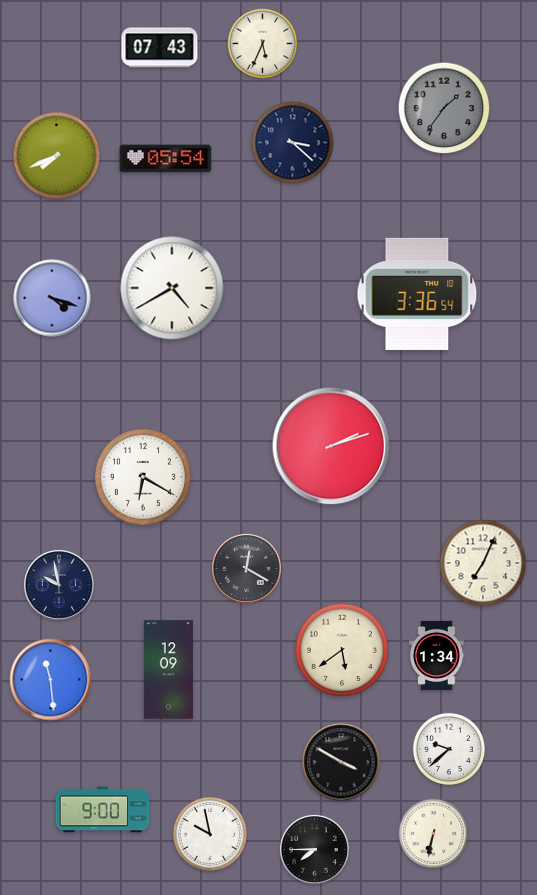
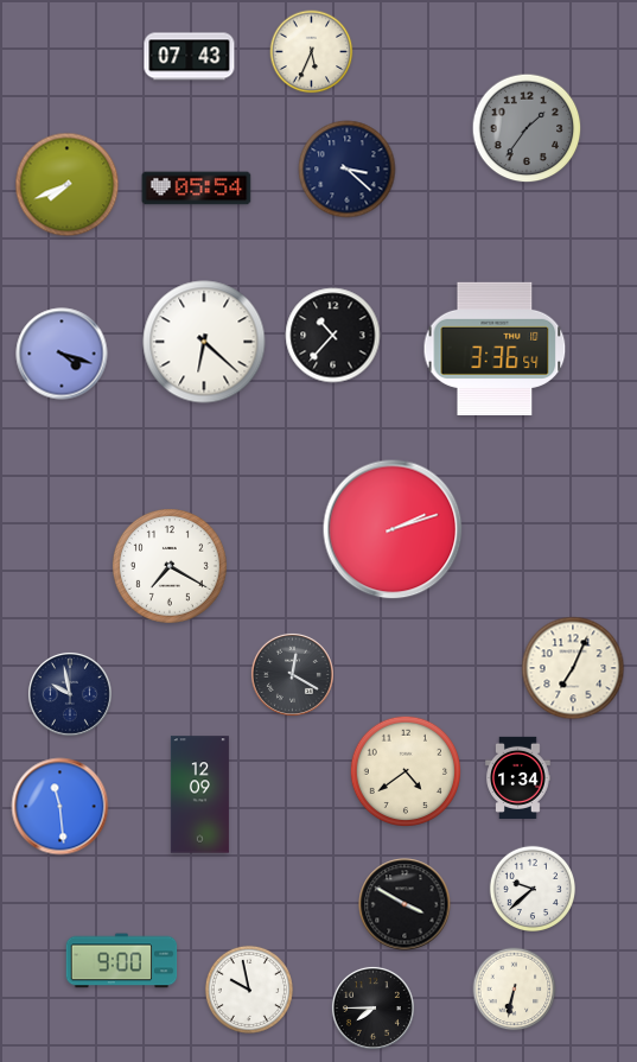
clock at (333, 336): none -> 10:37
clock at (172, 288): 4:40 -> 6:22
clock at (143, 477): 6:20 -> 7:20
clock at (341, 649): 5:39 -> 4:39
